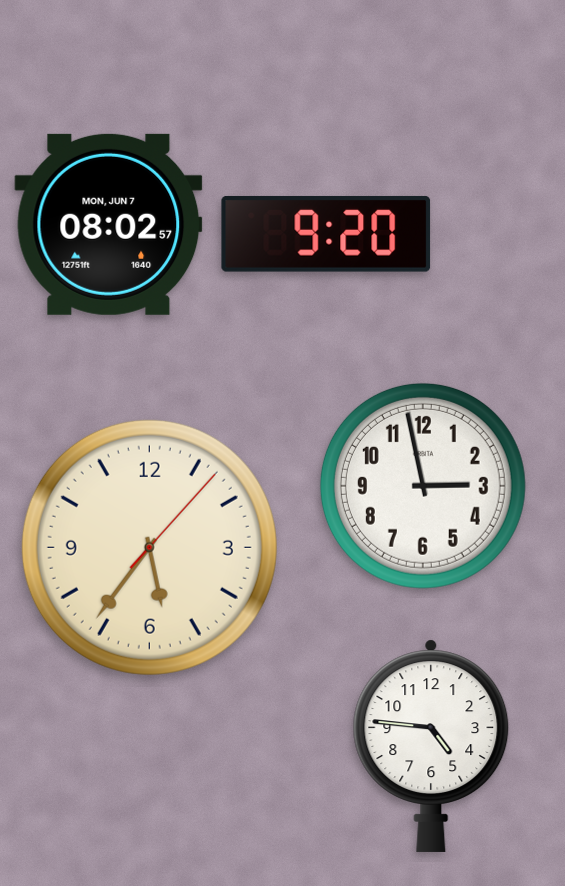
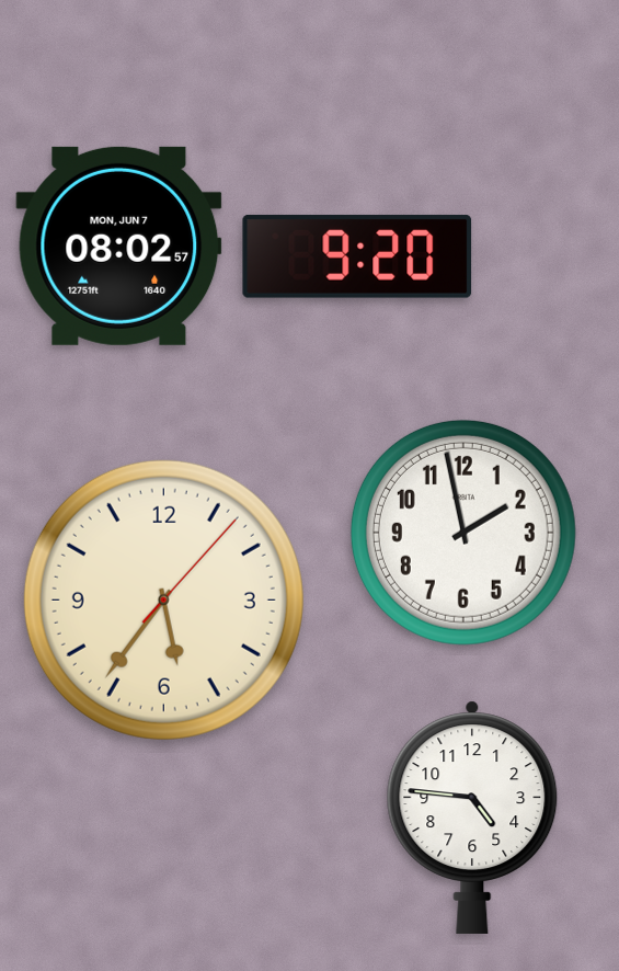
clock at (423, 486): 2:58 -> 1:58
